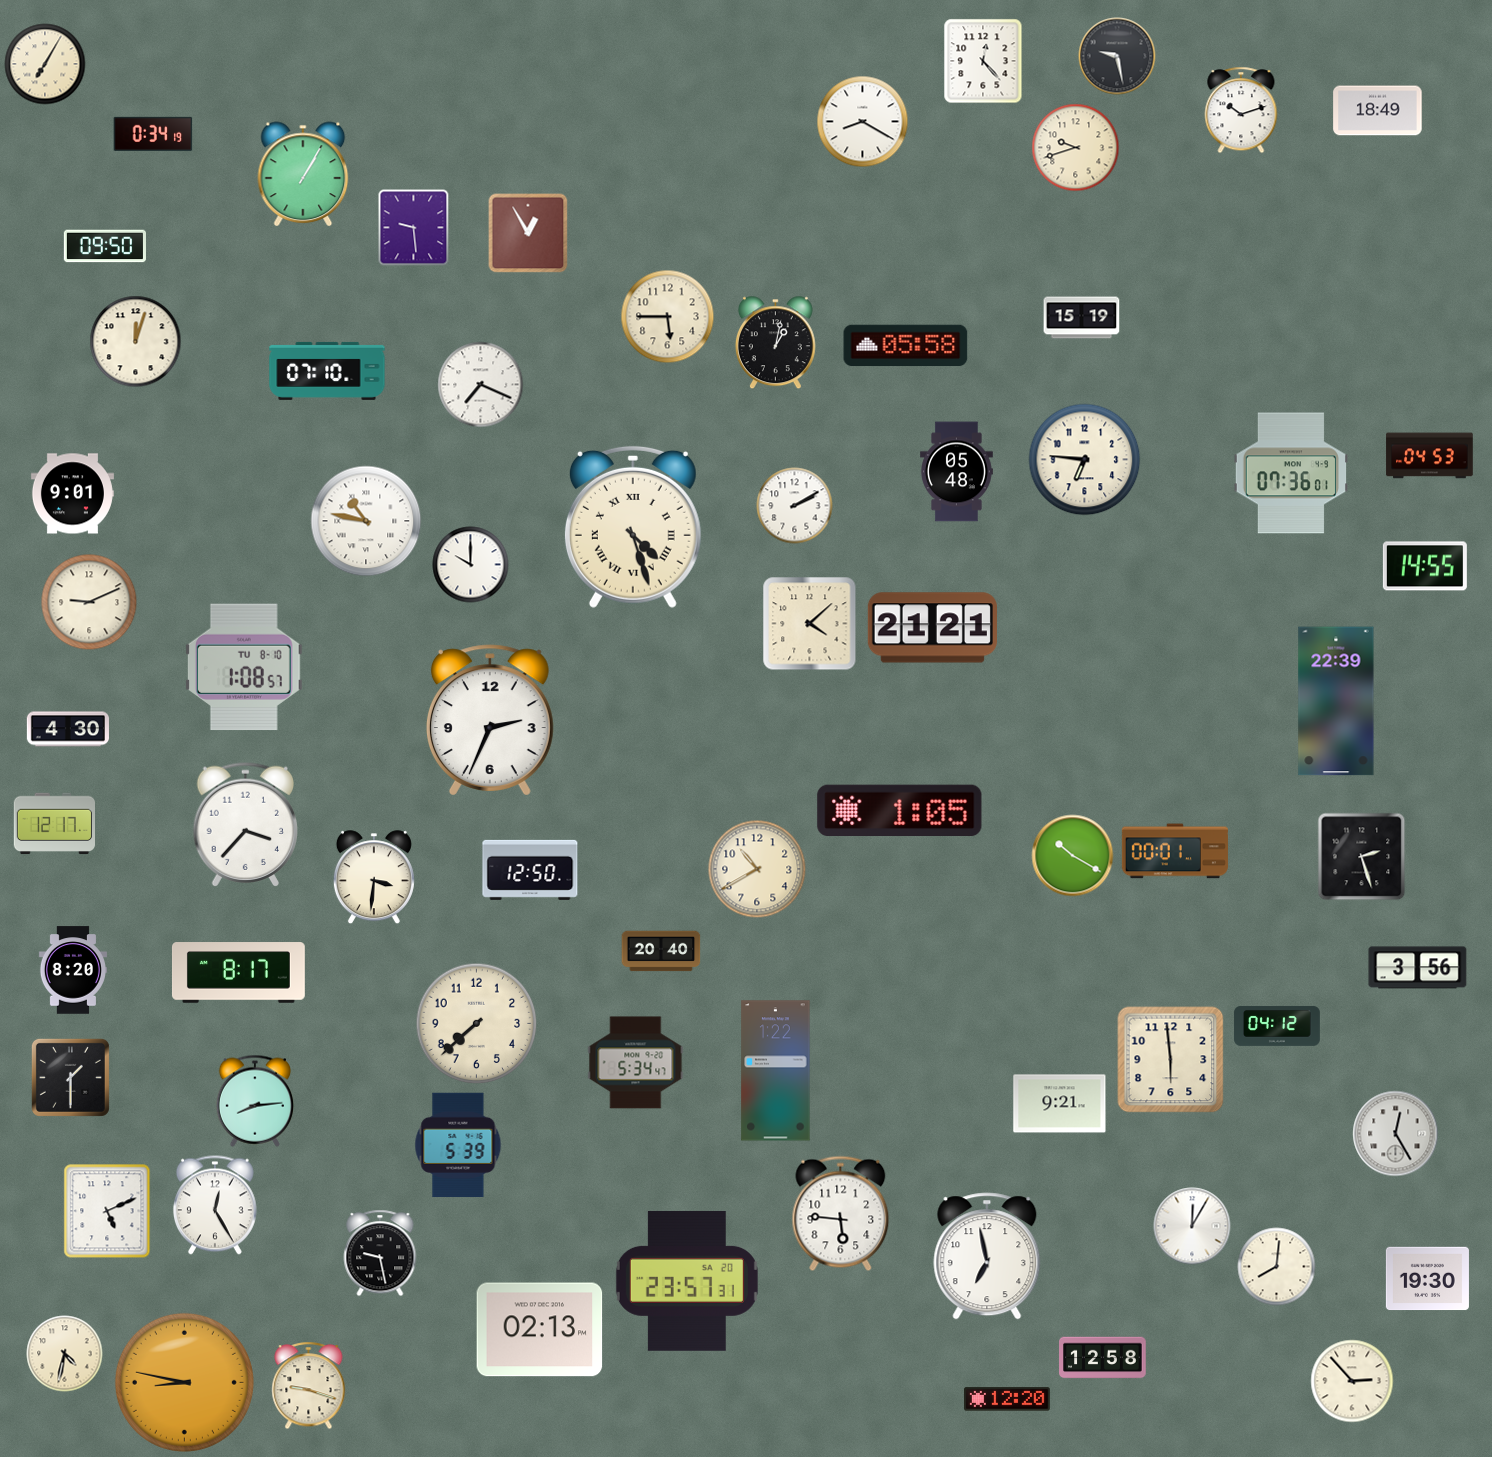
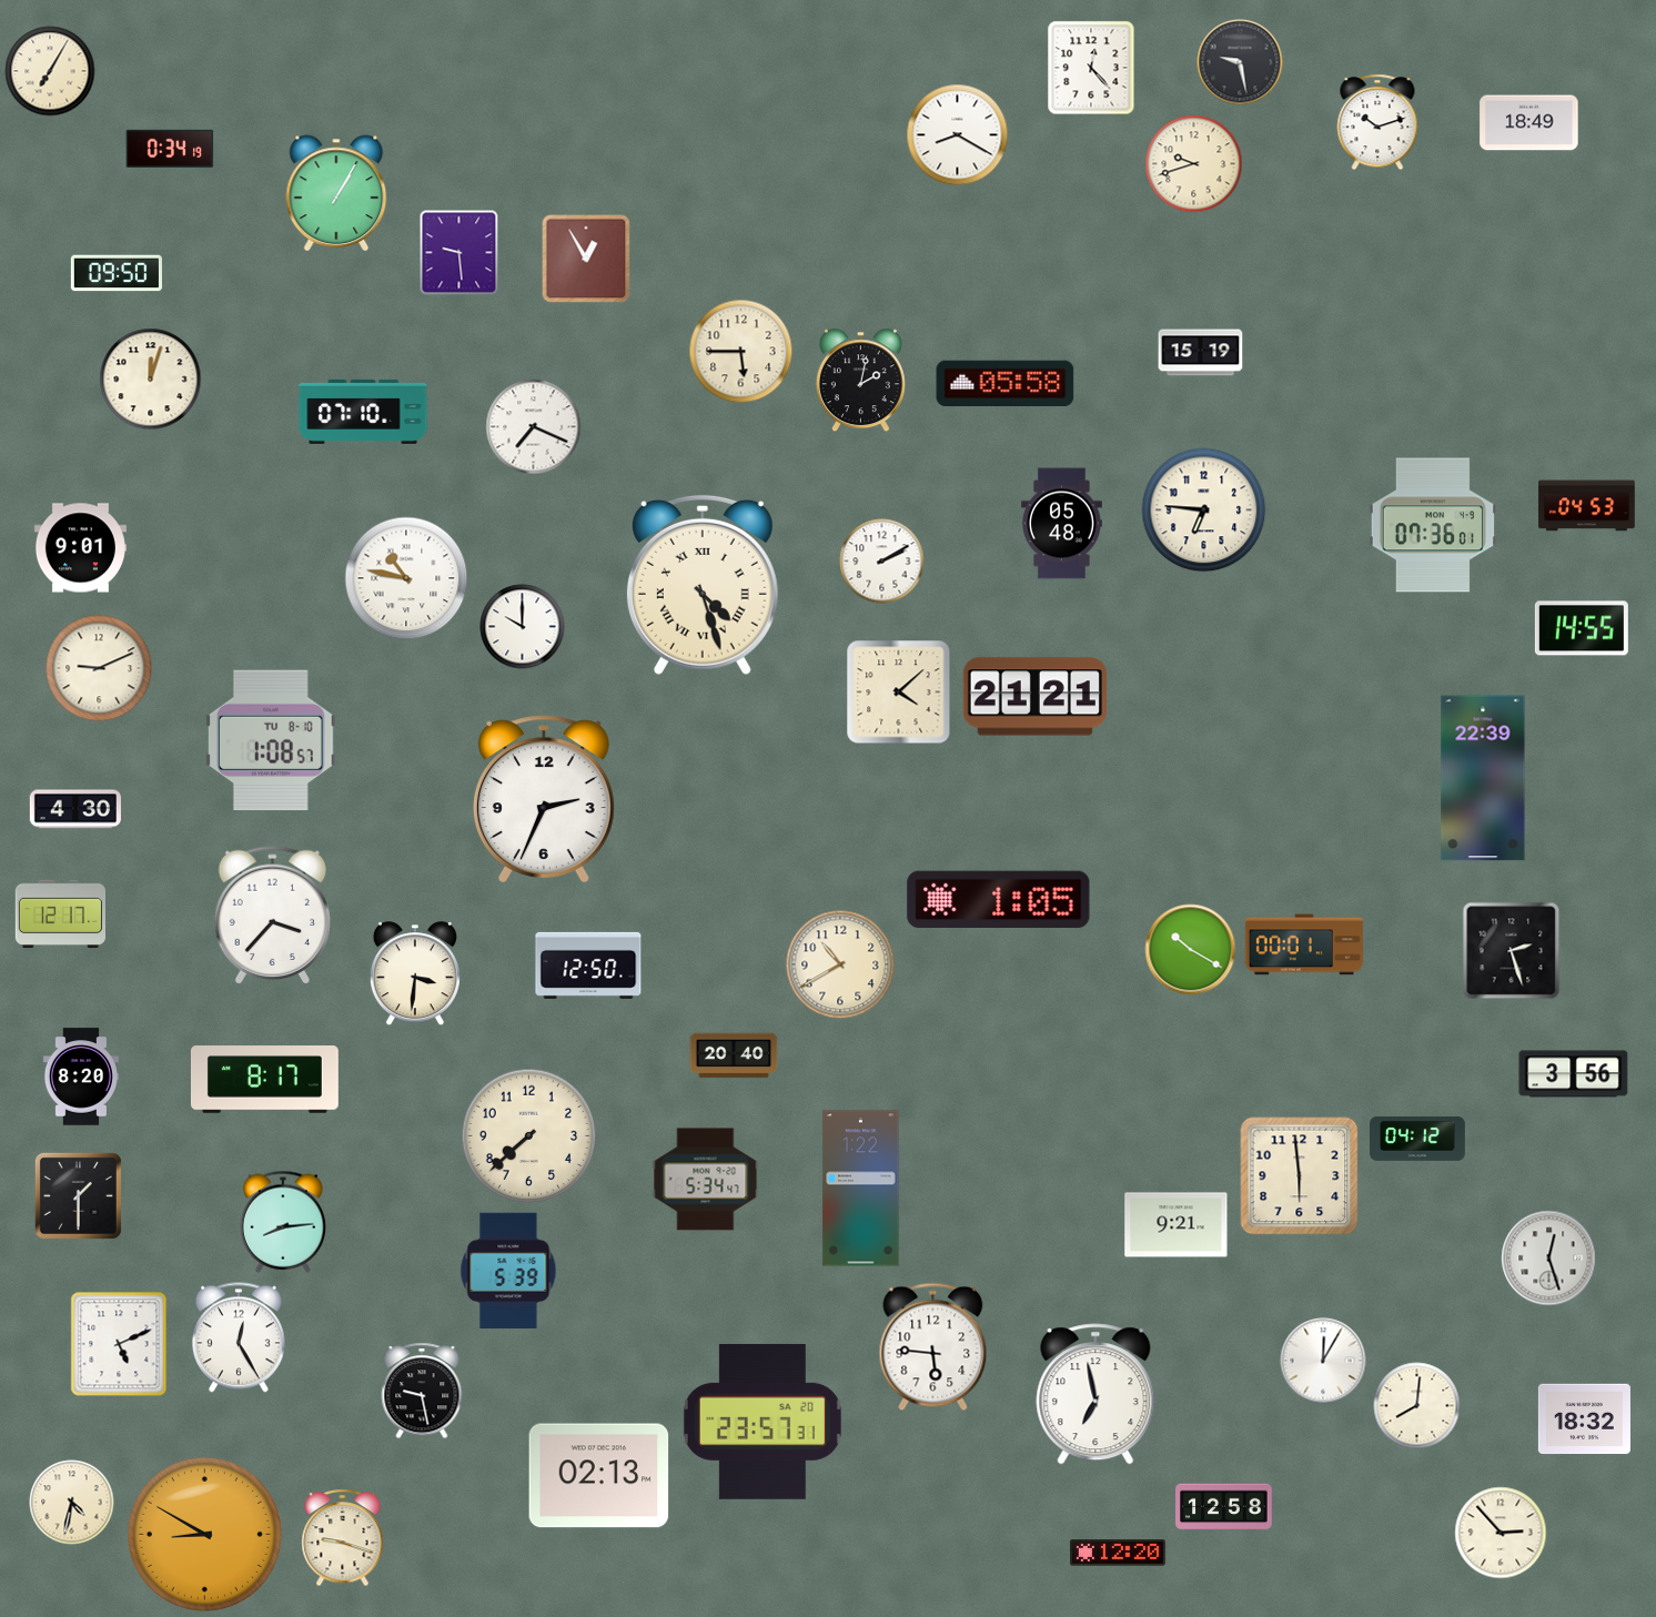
clock at (775, 343): 1:02 -> 2:02
clock at (1396, 1134): 12:25 -> 12:27
clock at (1427, 1279): 19:30 -> 18:32
clock at (184, 1382): 8:47 -> 8:50
